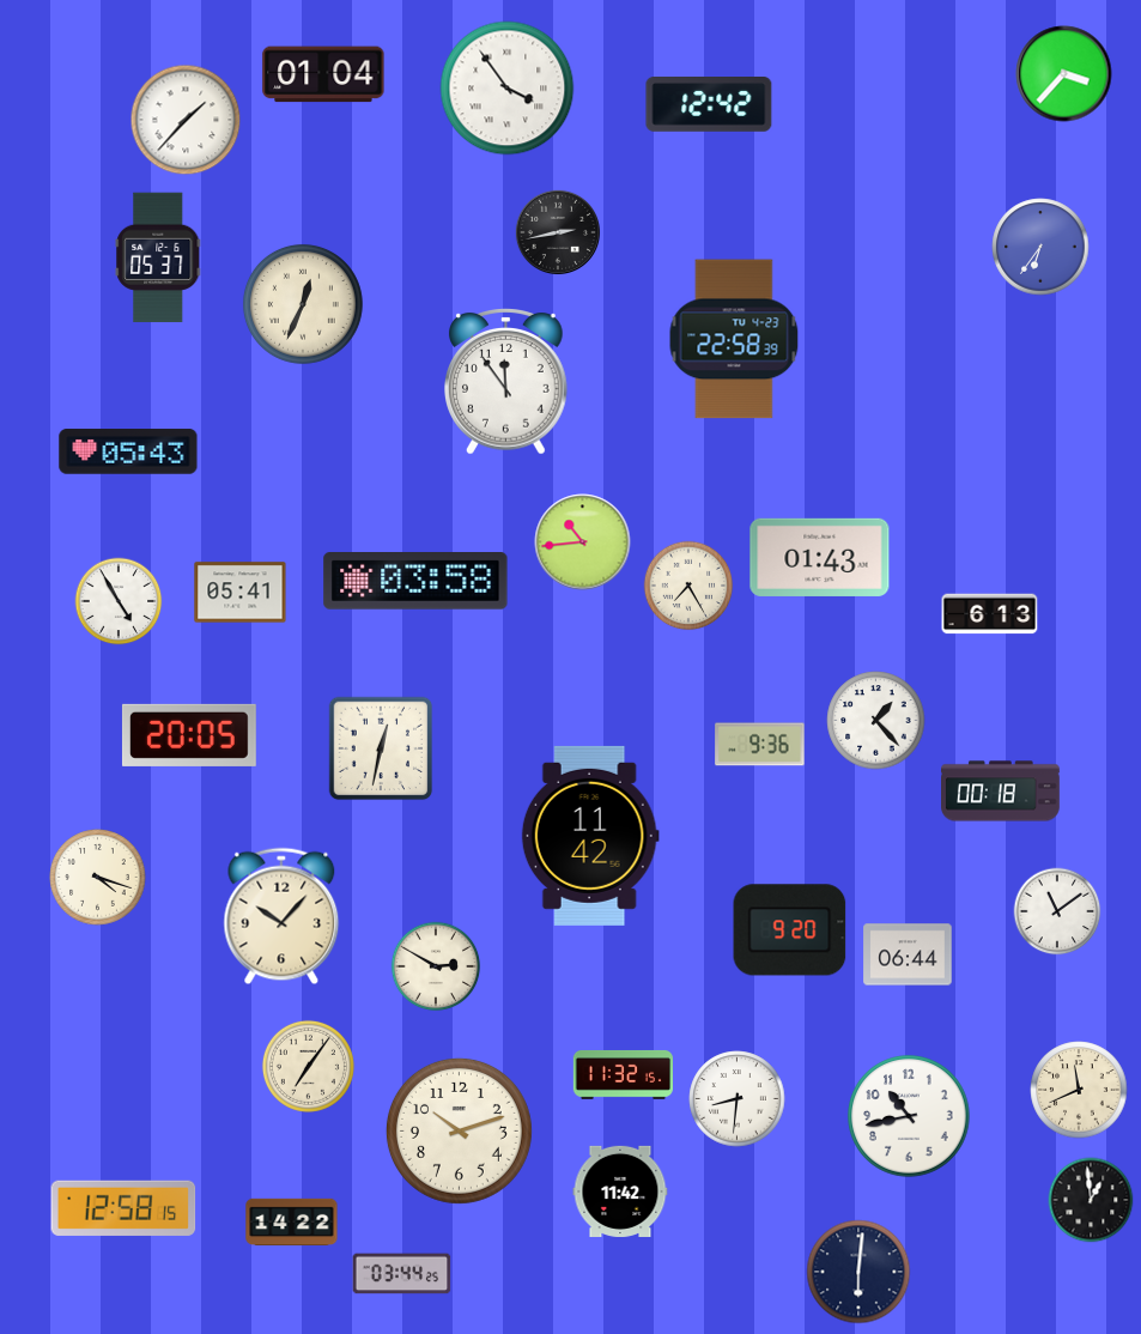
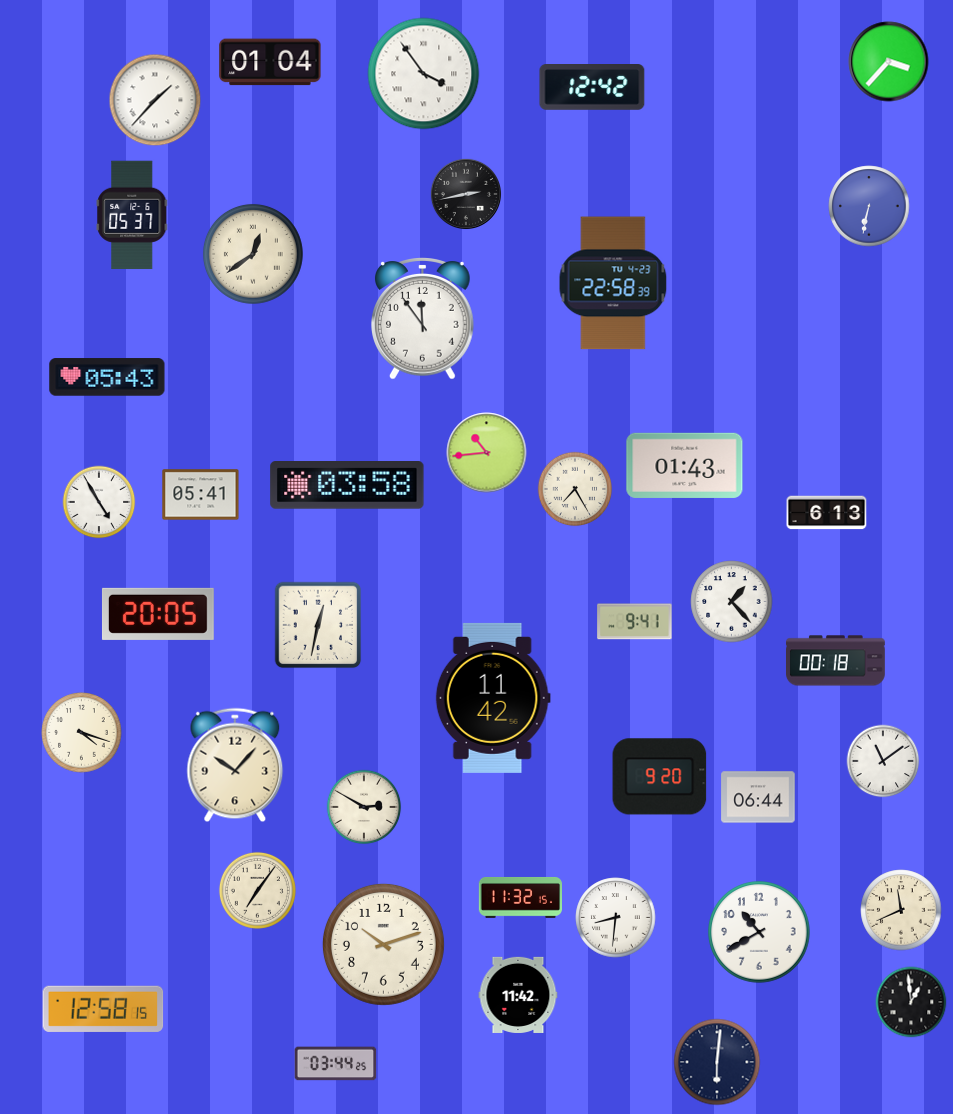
clock at (1040, 247): 6:36 -> 6:32
clock at (303, 304): 12:34 -> 12:39
clock at (760, 745): 9:36 -> 9:41
clock at (909, 1116): 10:43 -> 10:40
clock at (292, 1221): 14:22 -> none
